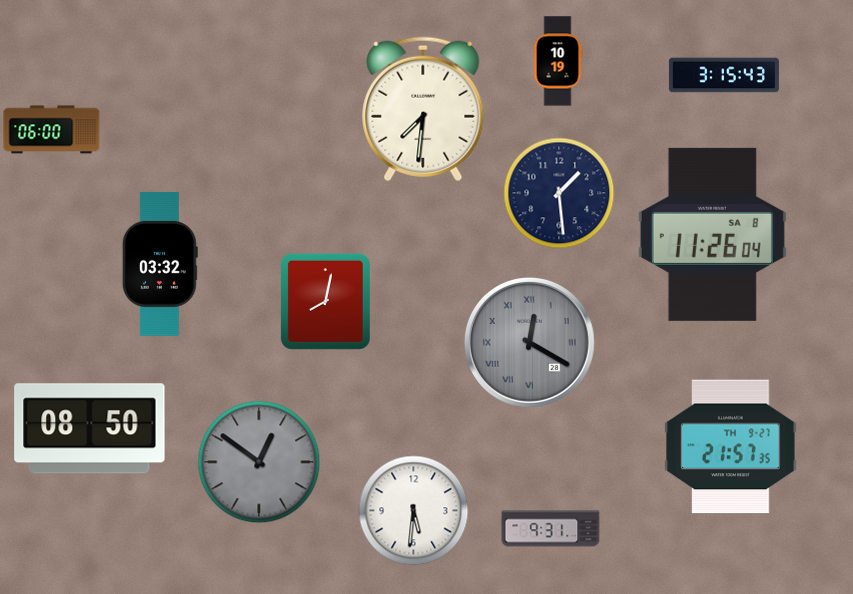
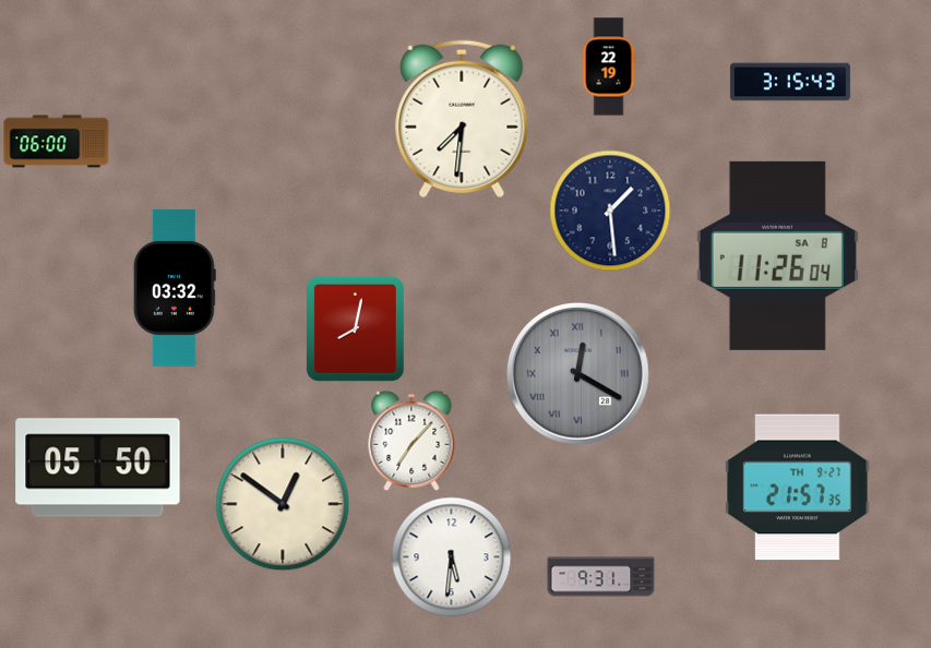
clock at (558, 61): 10:19 -> 22:19
clock at (411, 441): none -> 7:07
clock at (90, 429): 08:50 -> 05:50
clock at (259, 462) dial: grey -> cream
